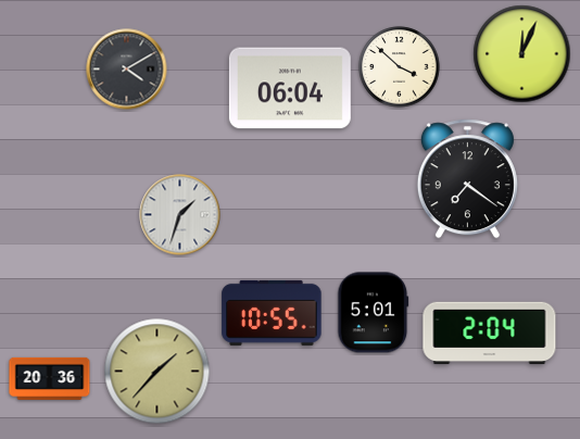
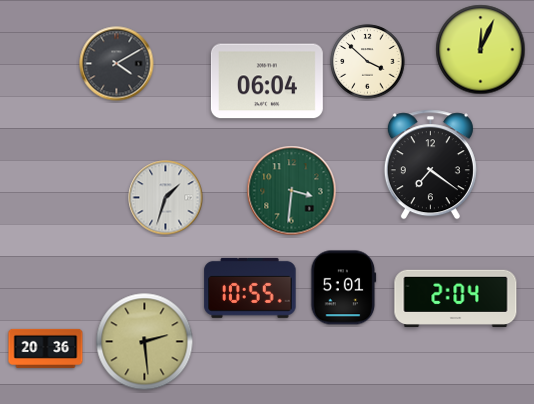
clock at (292, 191): none -> 3:31
clock at (490, 334) position: (490, 334) -> (456, 299)
clock at (157, 372): 1:37 -> 2:29
